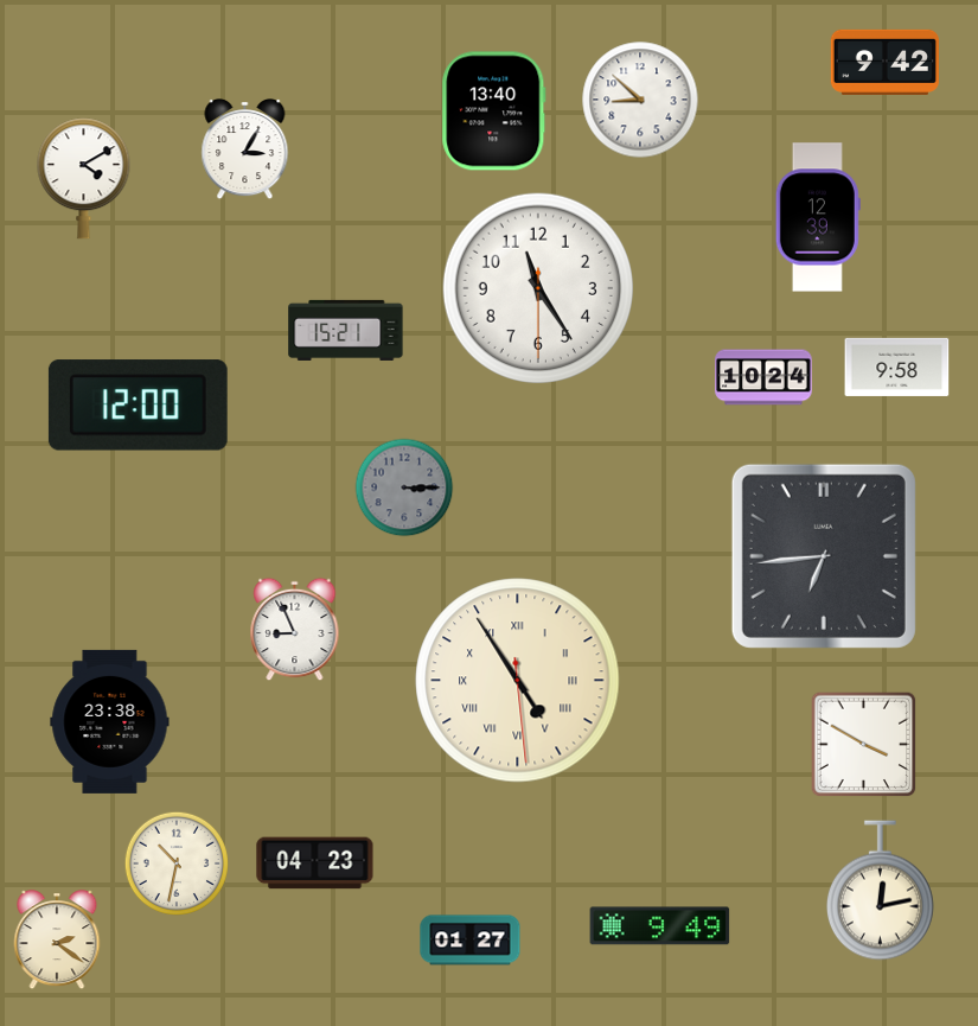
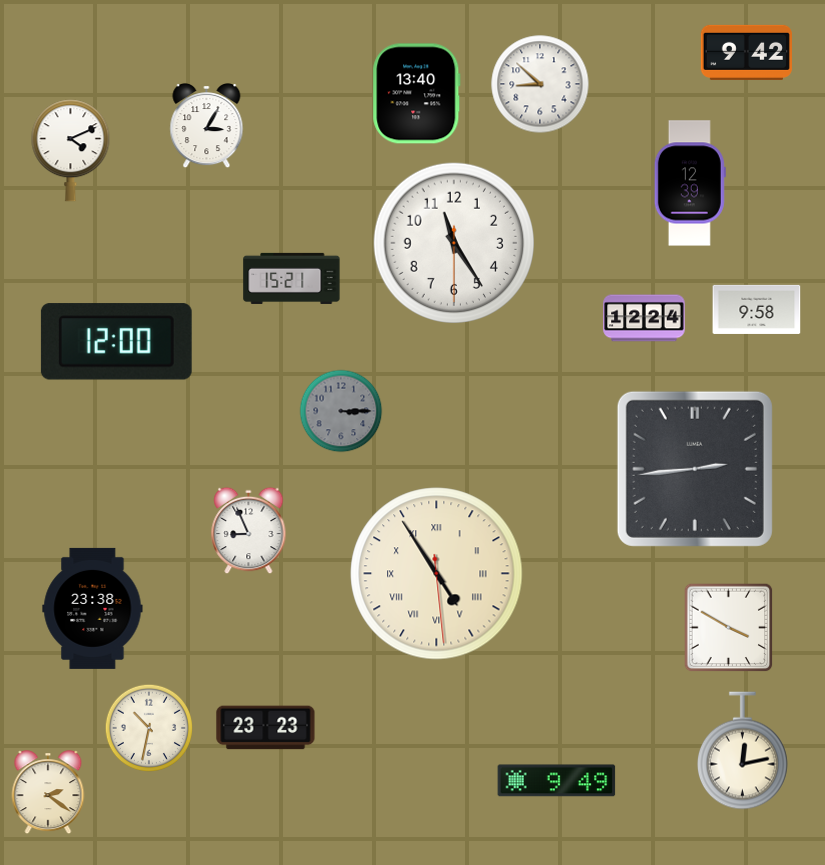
clock at (84, 179): 4:10 -> 4:11
clock at (763, 377): 10:24 -> 12:24
clock at (824, 556): 6:44 -> 2:44
clock at (315, 864): 04:23 -> 23:23
clock at (471, 941): 01:27 -> none
